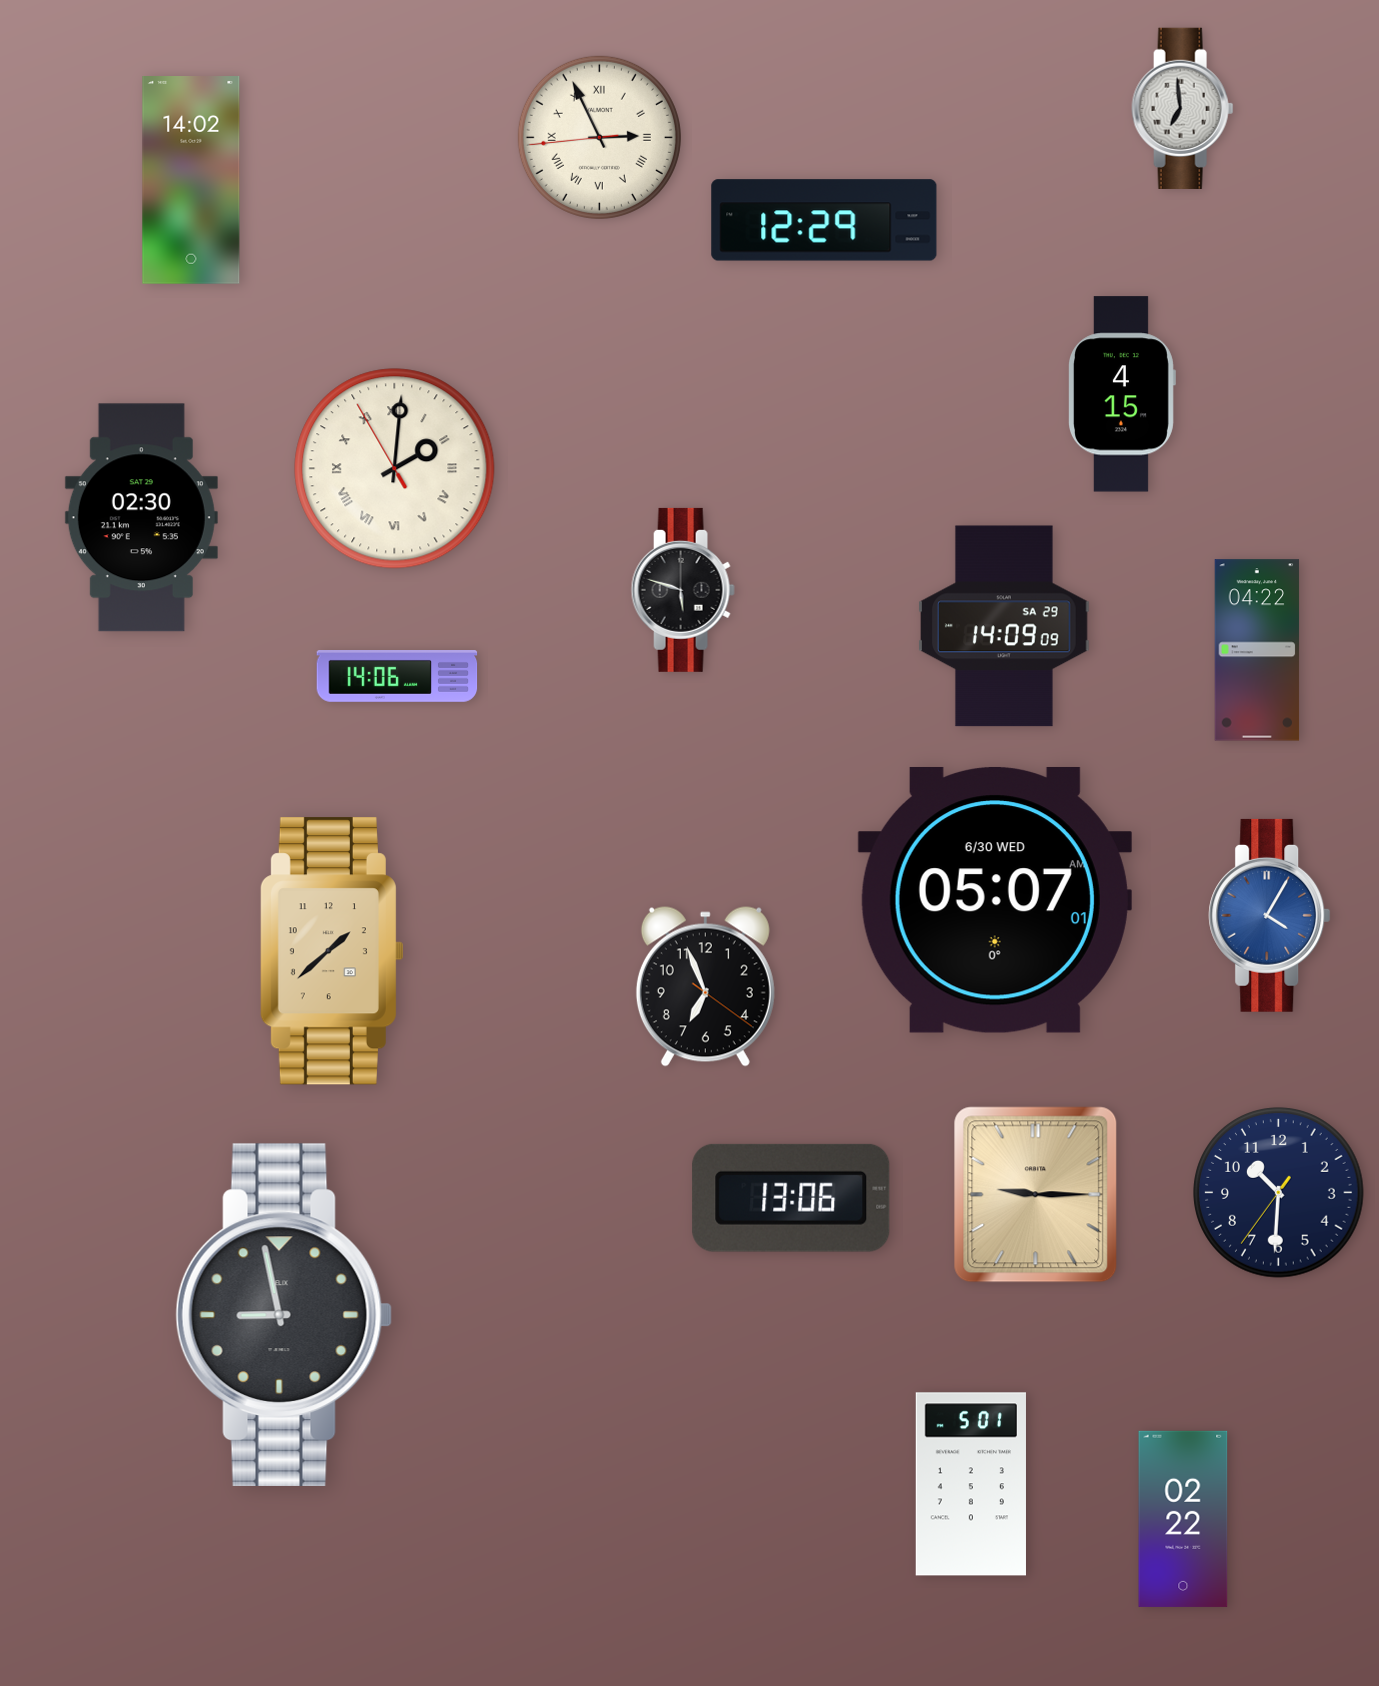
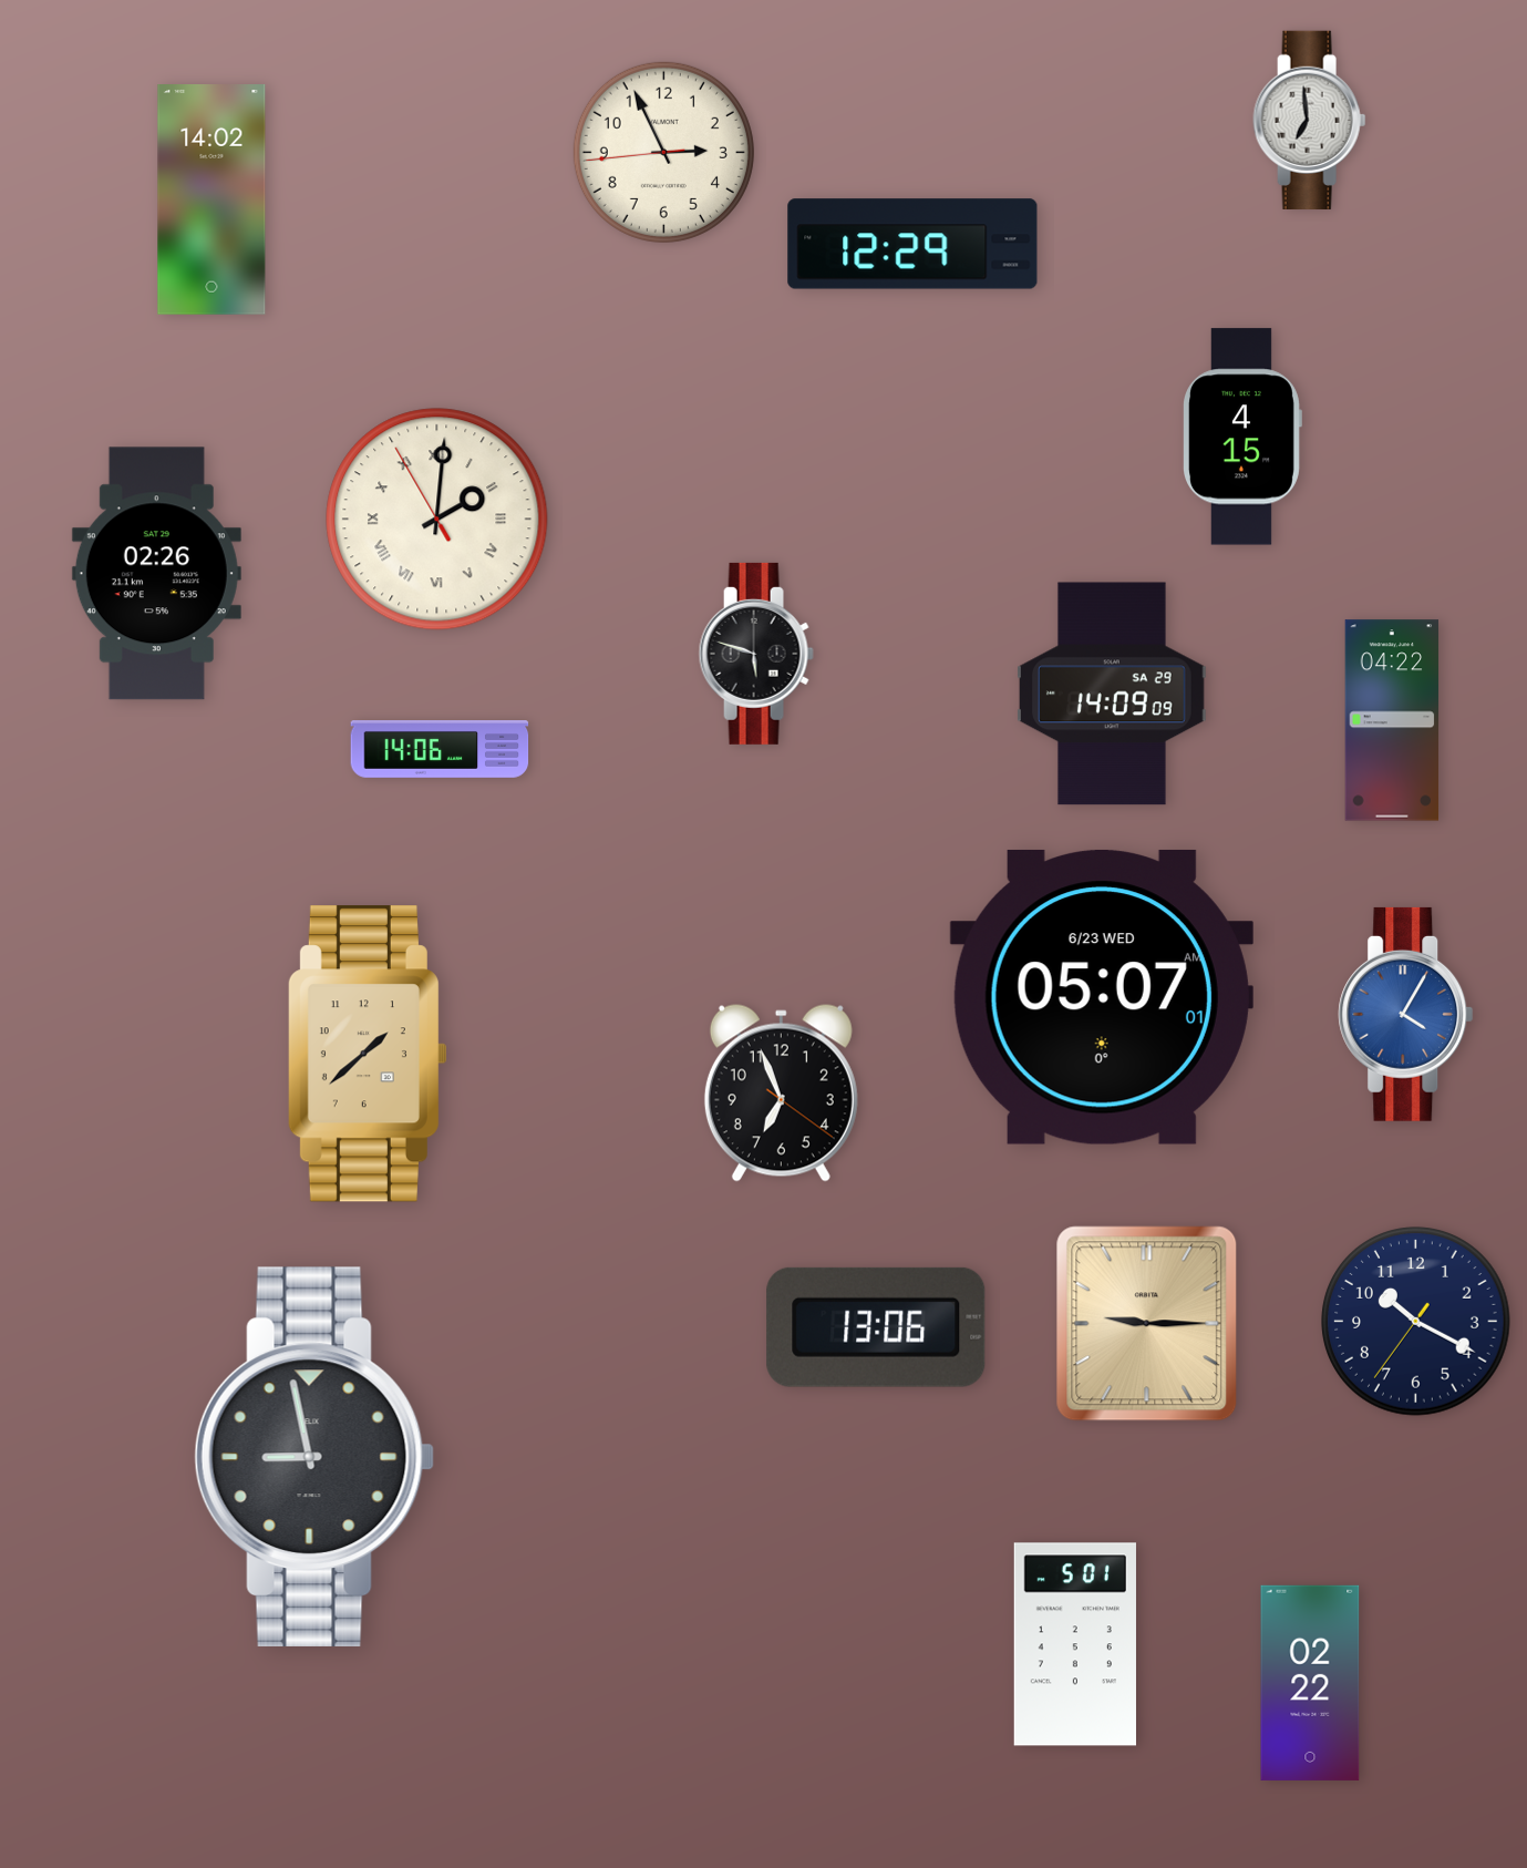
clock at (599, 137) numerals: Roman -> Arabic
clock at (141, 518): 02:30 -> 02:26
clock at (995, 900) date: 6/30 WED -> 6/23 WED
clock at (1279, 1193): 10:30 -> 10:19
